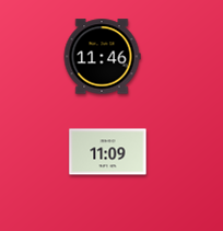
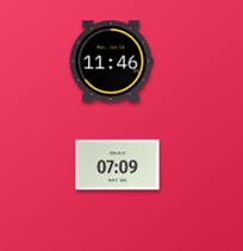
clock at (108, 152): 11:09 -> 07:09
